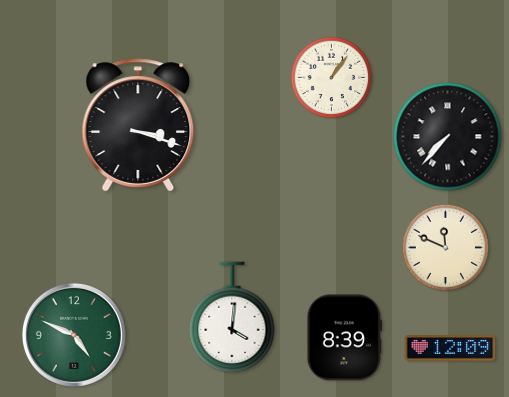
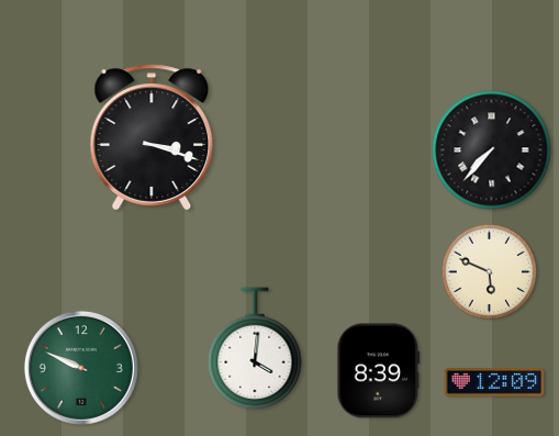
clock at (332, 78): 1:06 -> none
clock at (445, 247): 11:49 -> 5:49
clock at (74, 335): 4:49 -> 9:49
